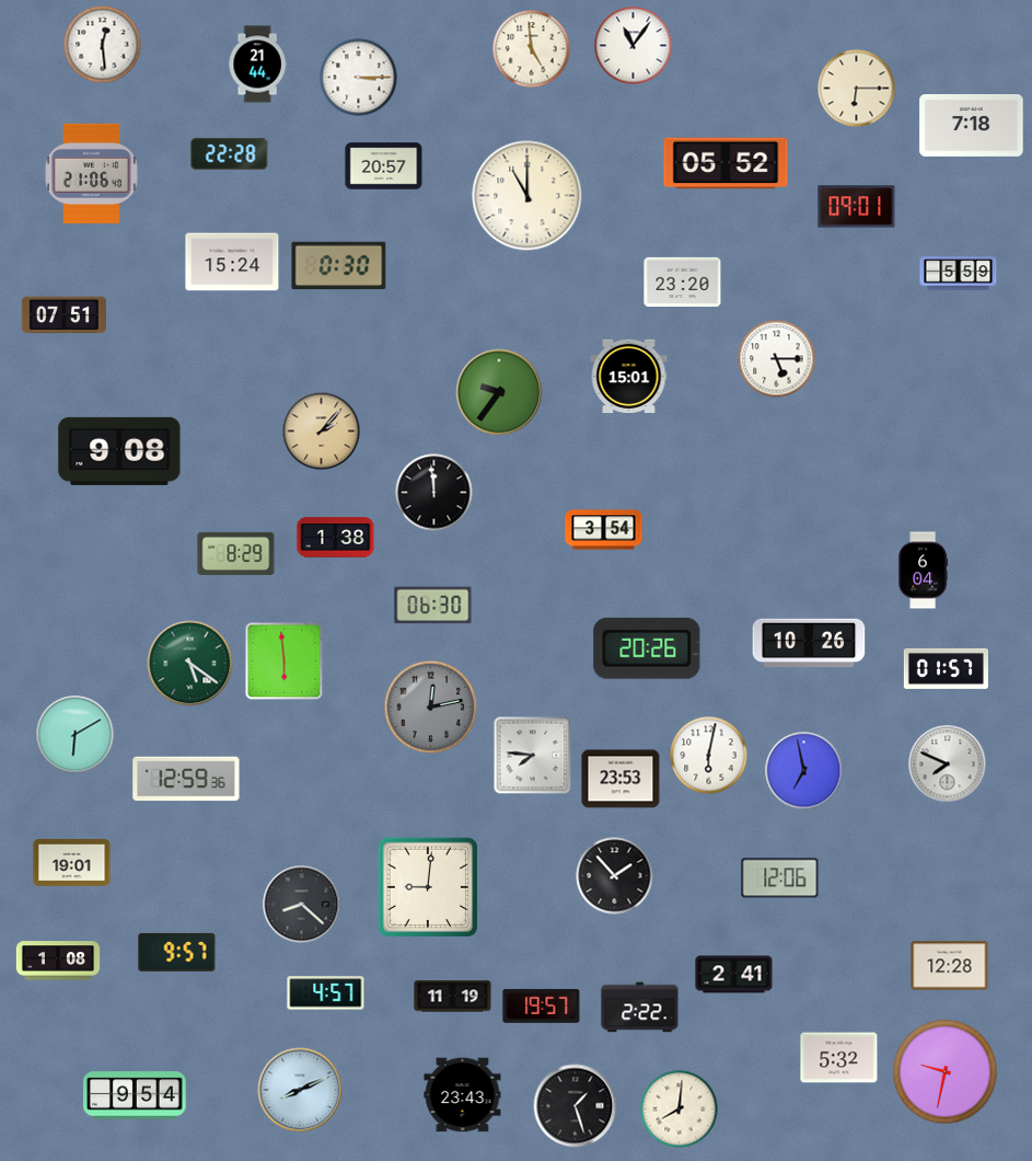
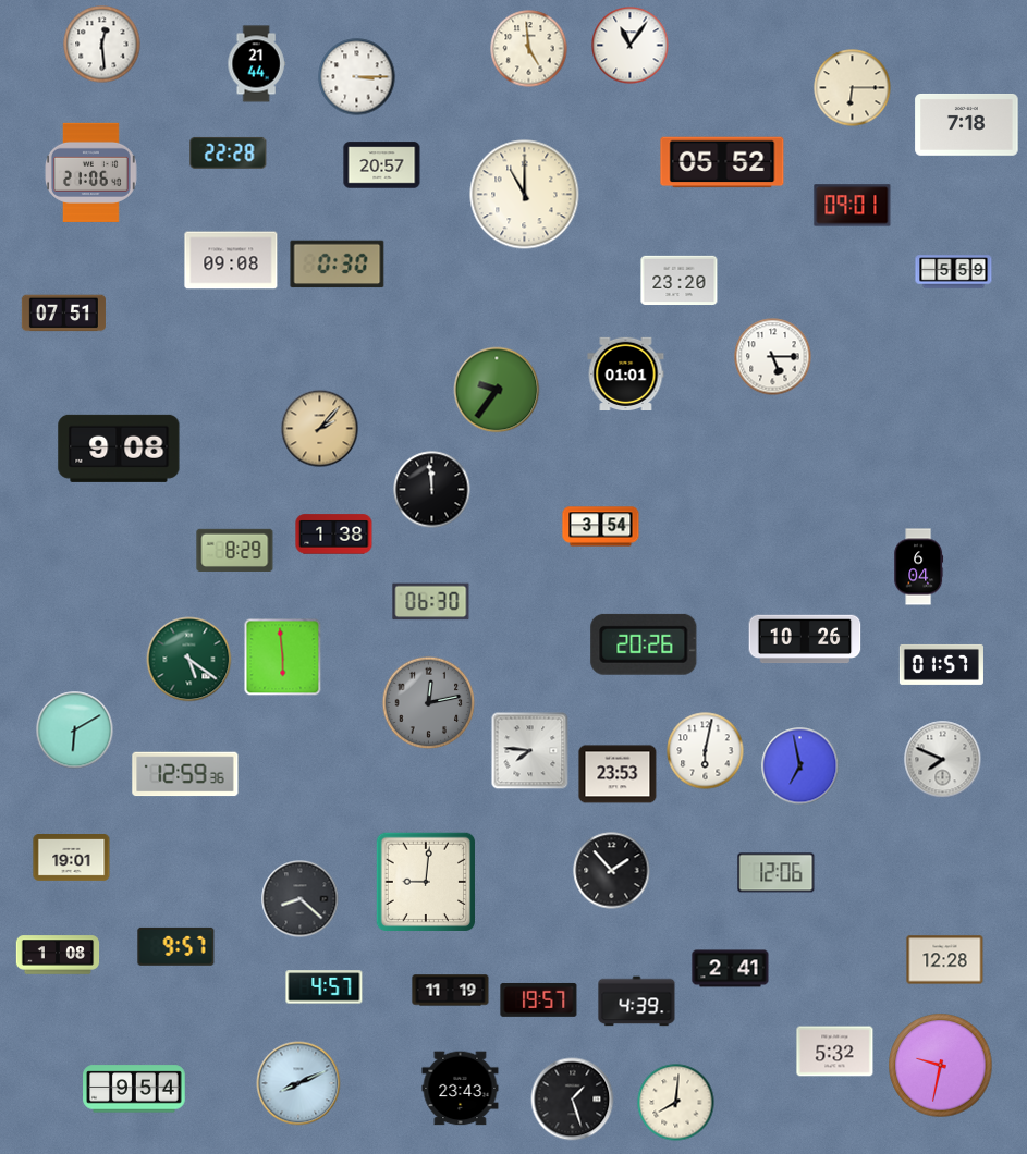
clock at (232, 262): 15:24 -> 09:08
clock at (629, 376): 15:01 -> 01:01
clock at (640, 1008): 2:22 -> 4:39
